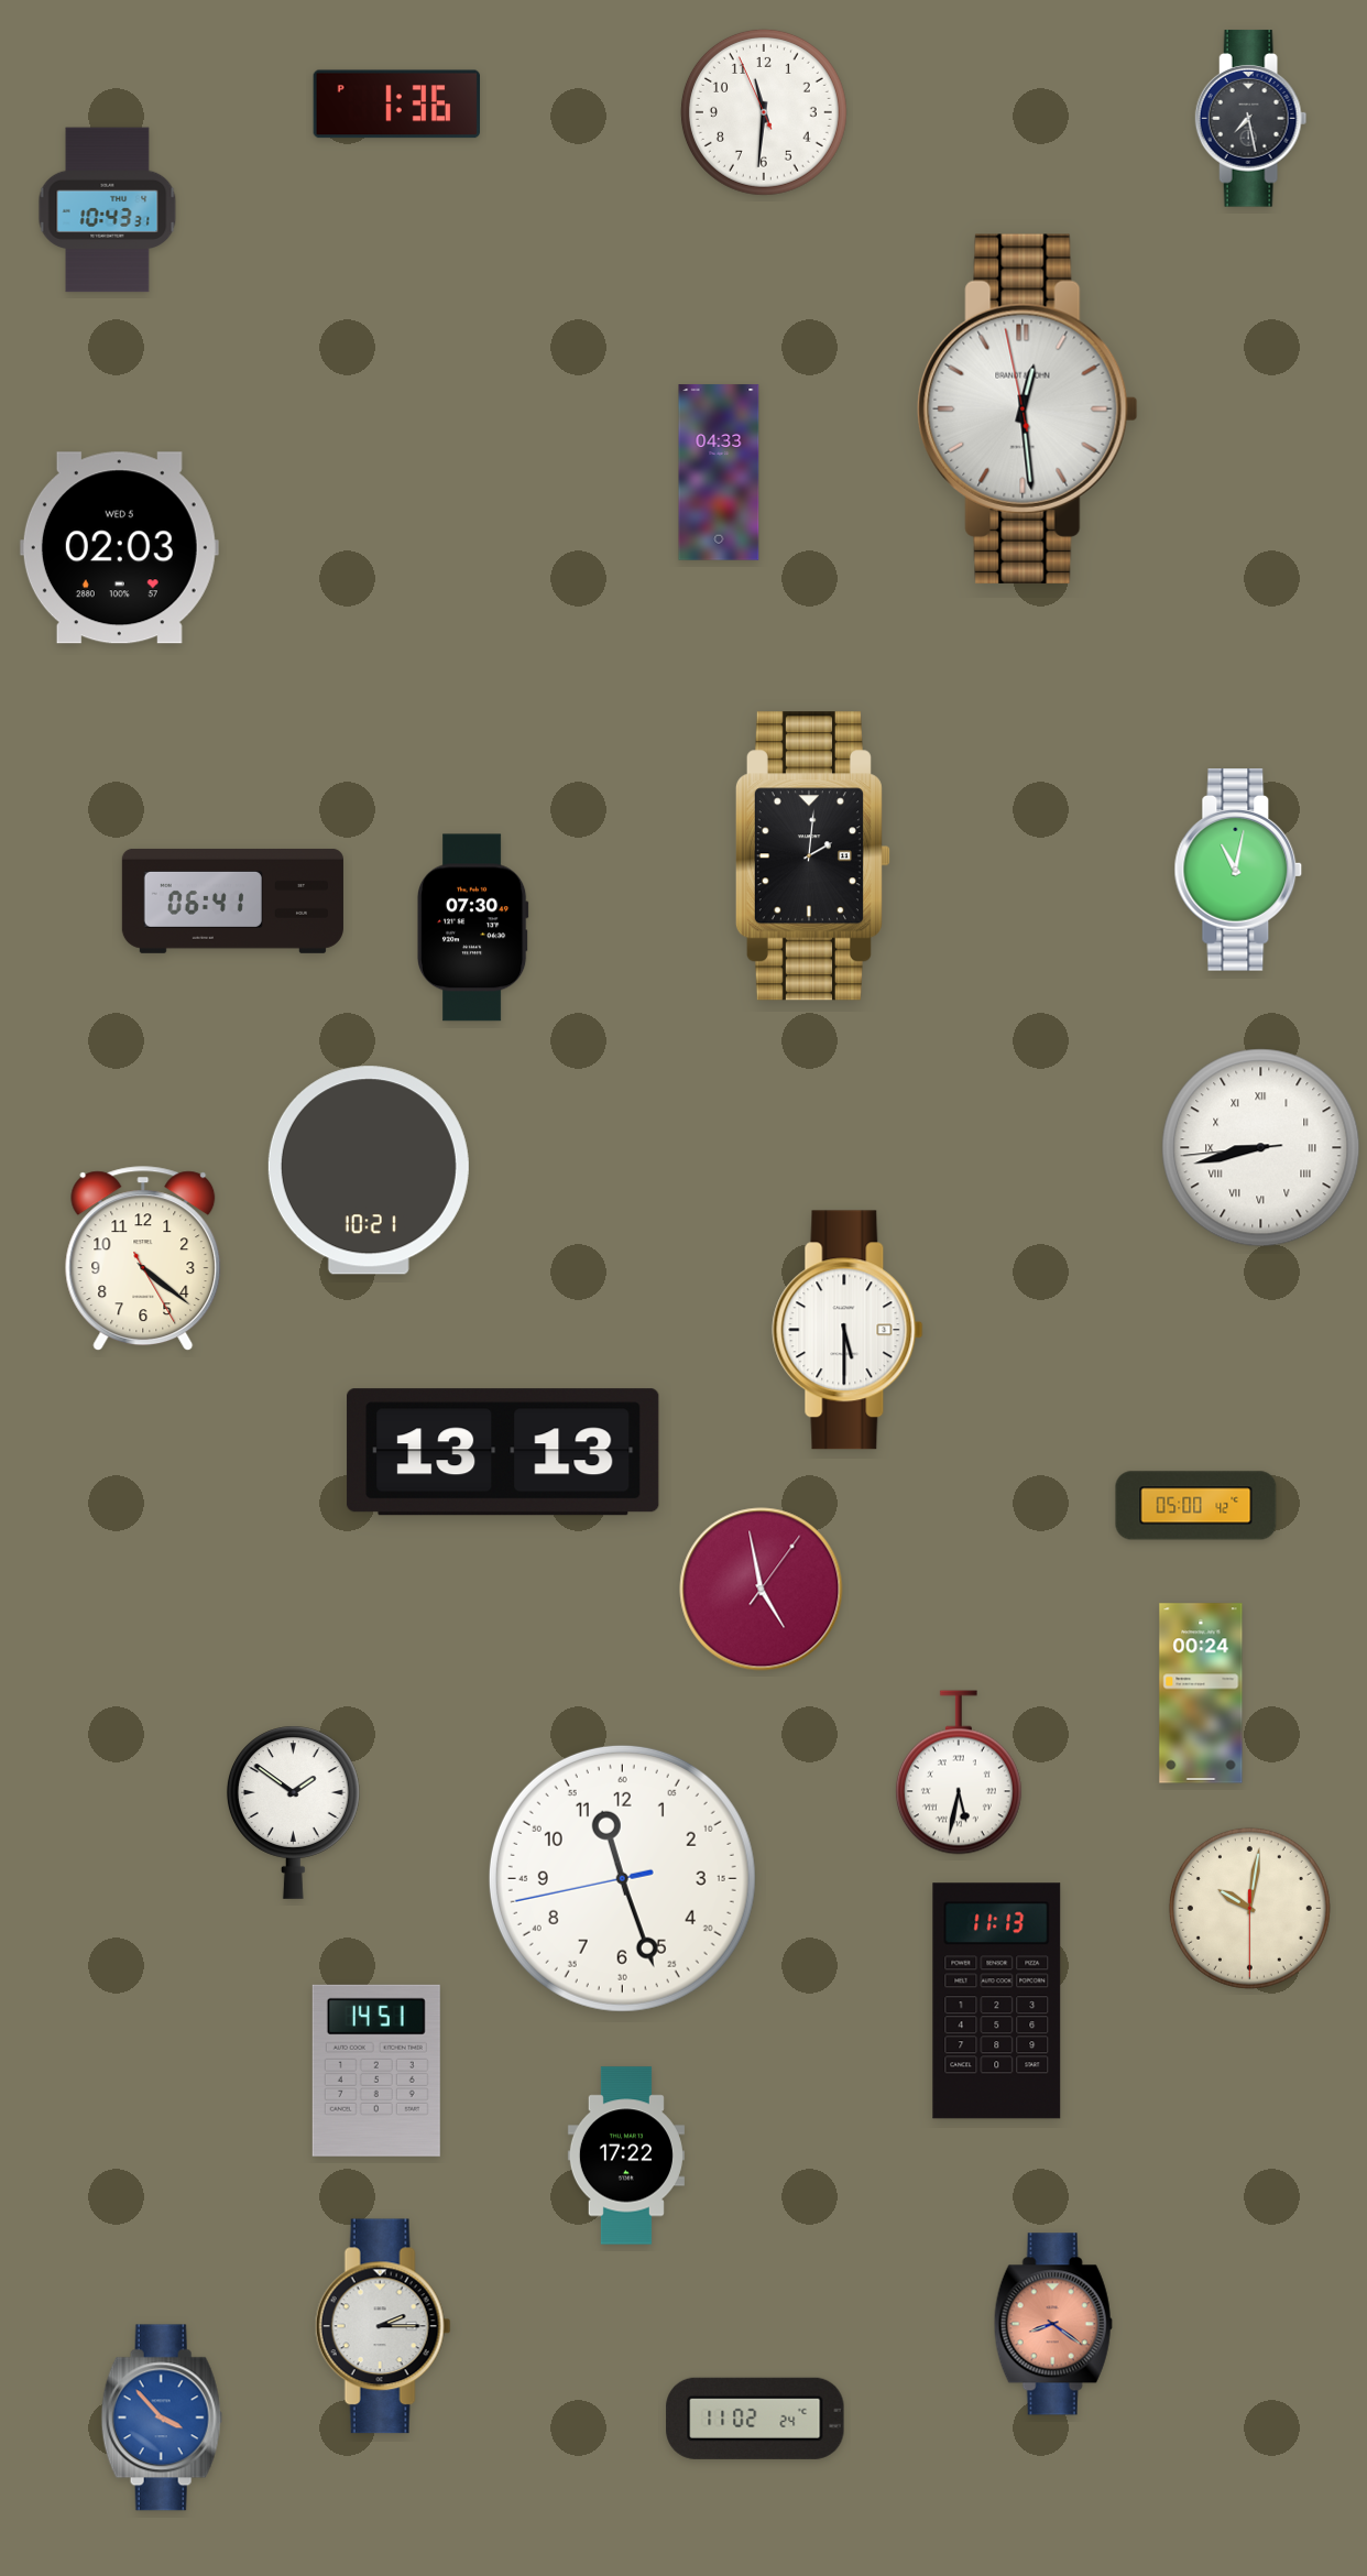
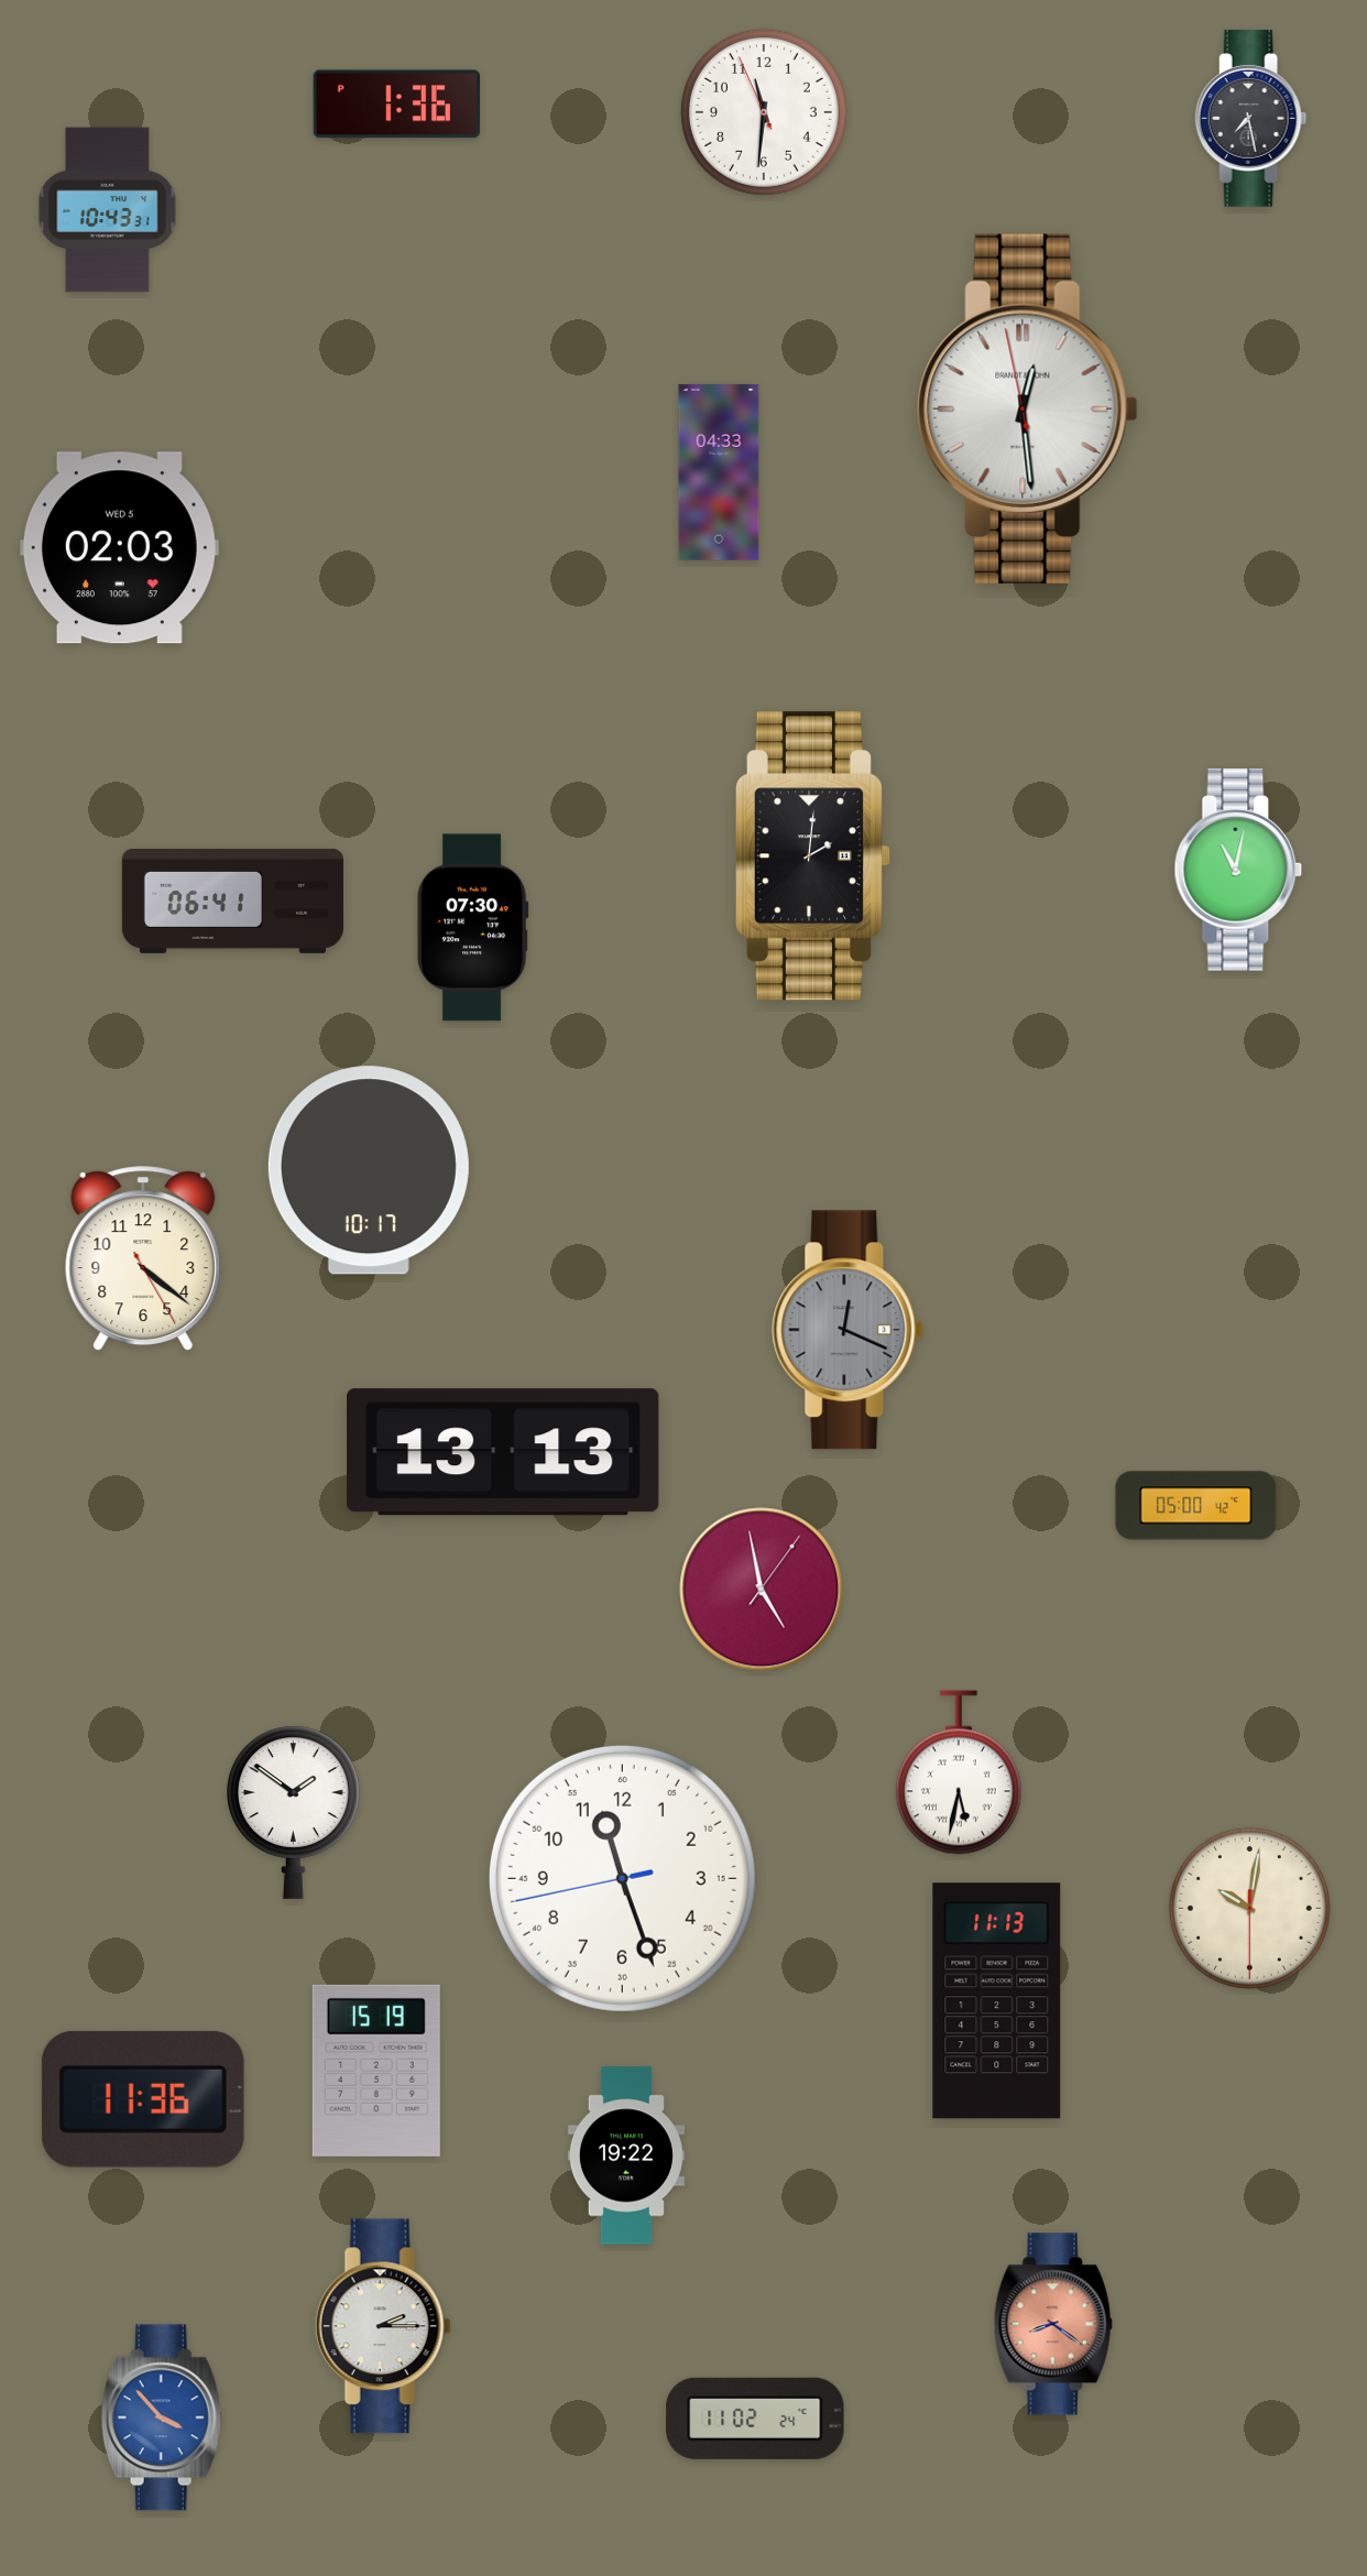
clock at (1261, 1148): 8:42 -> none
clock at (369, 1170): 10:21 -> 10:17
clock at (847, 1330): 5:30 -> 12:19
clock at (847, 1330) dial: white -> grey
clock at (1201, 1693): 00:24 -> none
clock at (376, 2071): 14:51 -> 15:19
clock at (143, 2099): none -> 11:36
clock at (626, 2155): 17:22 -> 19:22
